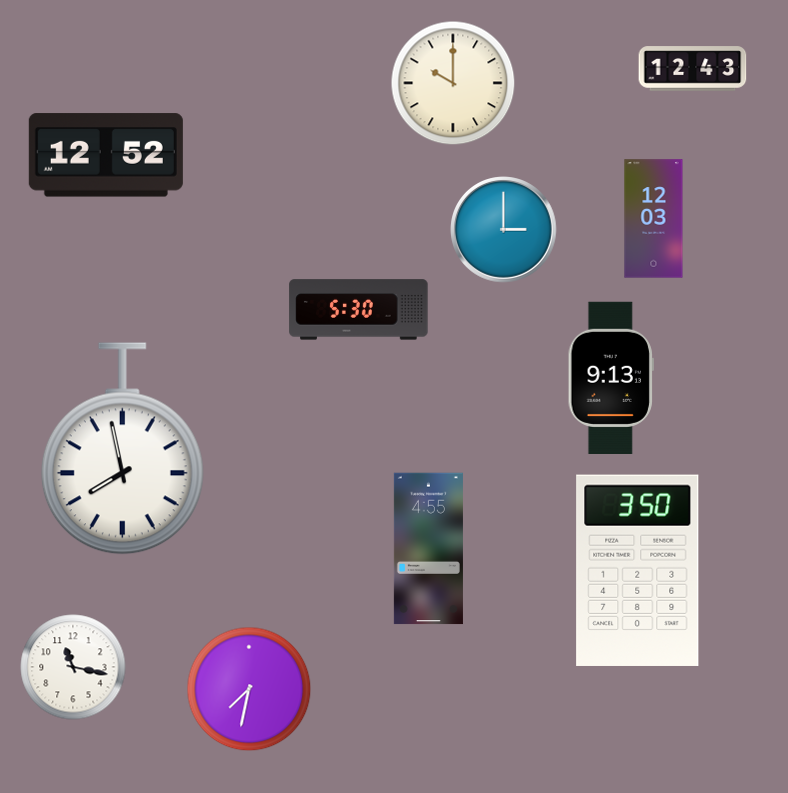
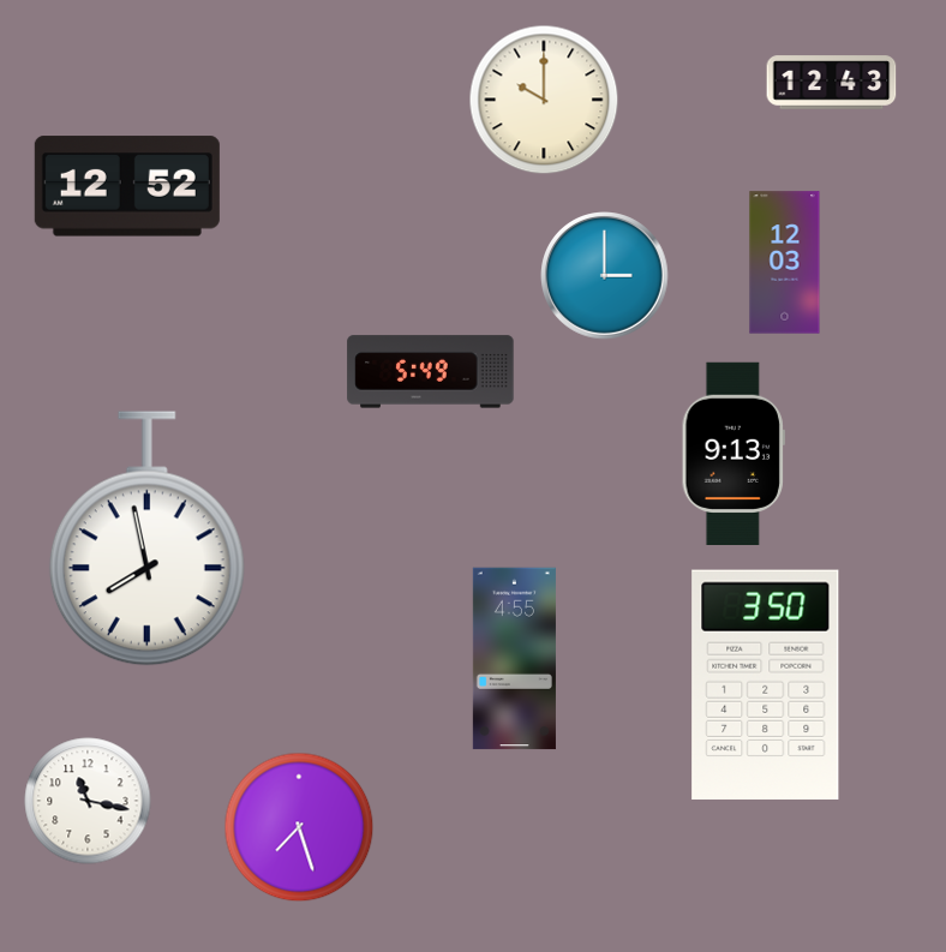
clock at (359, 310): 5:30 -> 5:49
clock at (249, 689): 7:32 -> 7:27
